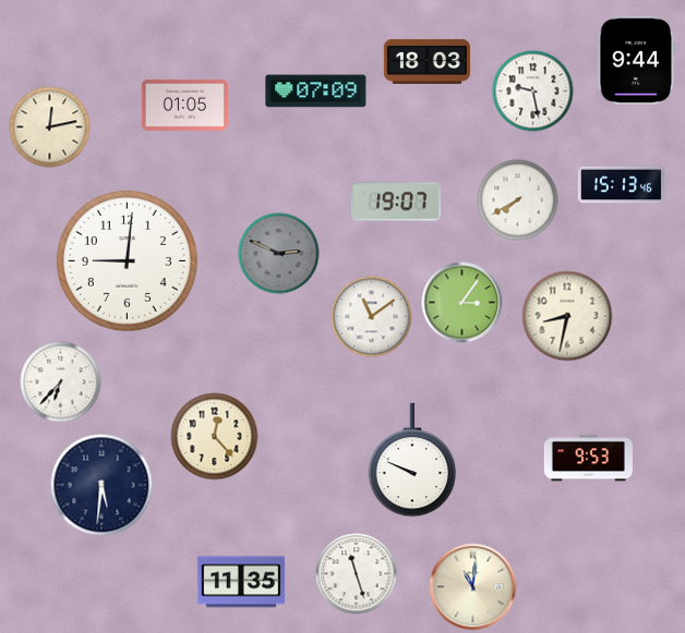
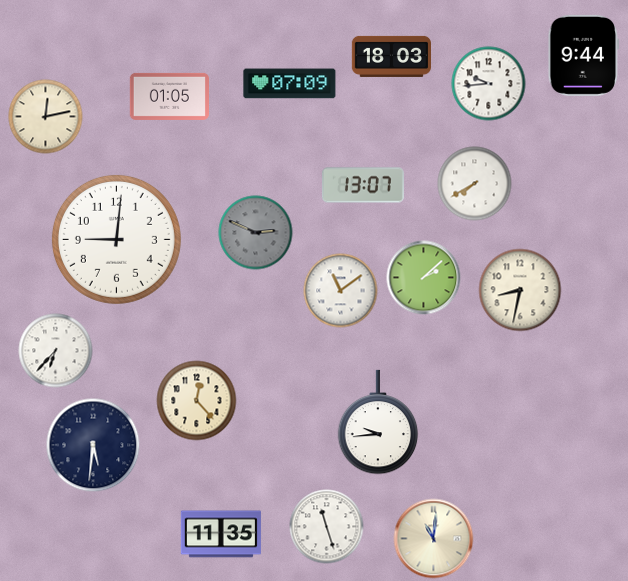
clock at (533, 92): 9:28 -> 9:44
clock at (621, 185): 15:13 -> none
clock at (396, 202): 19:07 -> 13:07
clock at (462, 303): 3:06 -> 2:08
clock at (588, 459): 9:53 -> none
clock at (412, 460): 9:49 -> 9:44
